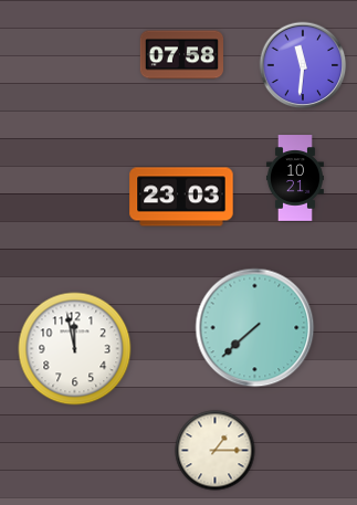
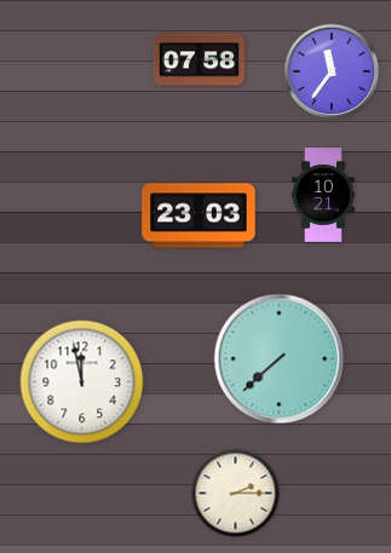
clock at (303, 65): 11:31 -> 11:36
clock at (216, 451): 1:15 -> 2:15
